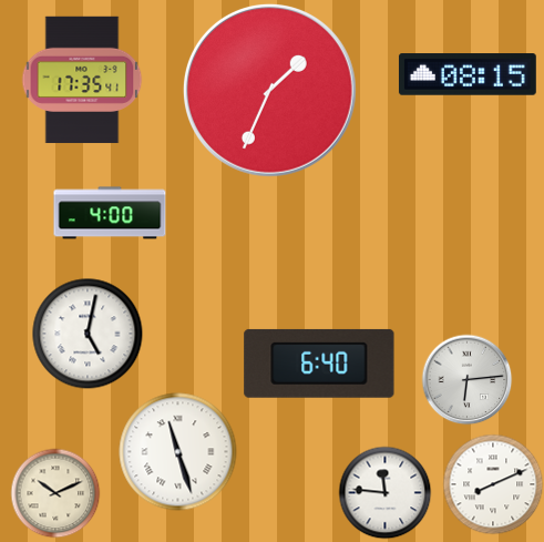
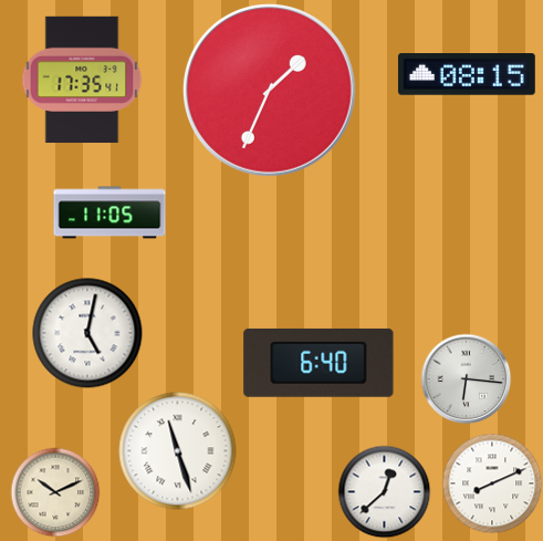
clock at (110, 213): 4:00 -> 11:05
clock at (466, 379): 6:14 -> 6:16
clock at (384, 492): 11:46 -> 12:38
